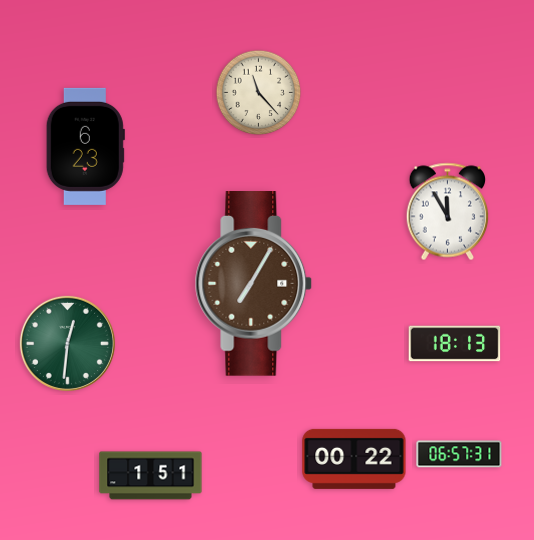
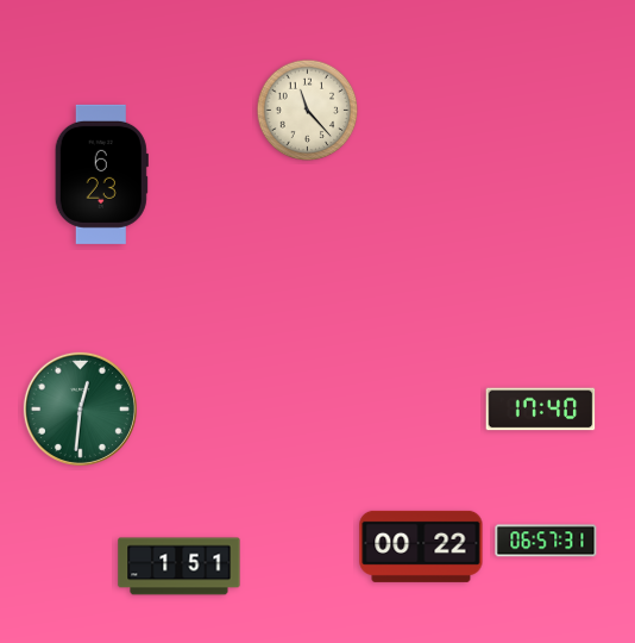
clock at (448, 212): 11:55 -> none
clock at (254, 284): 7:05 -> none
clock at (455, 344): 18:13 -> 17:40
